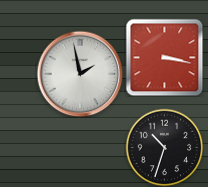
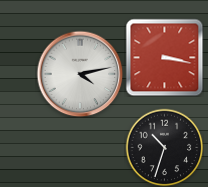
clock at (80, 74): 1:58 -> 4:13
